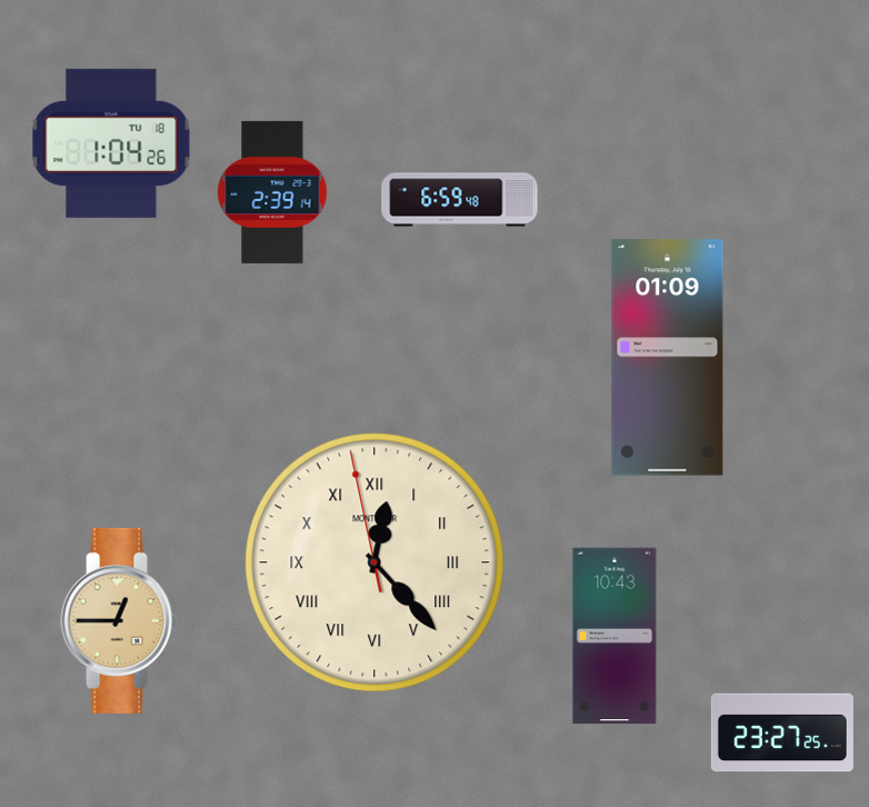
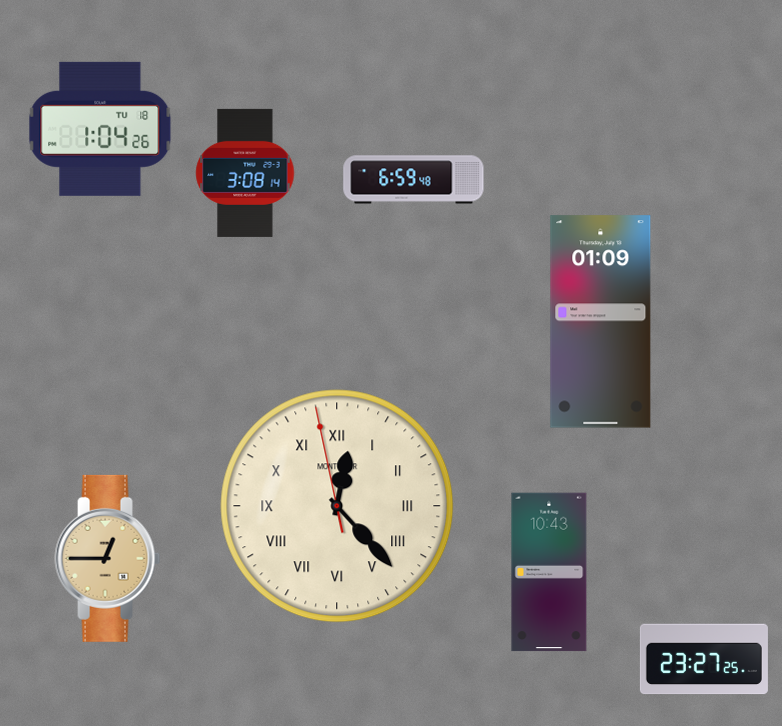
clock at (272, 192): 2:39 -> 3:08
clock at (615, 636) position: (615, 636) -> (549, 572)
